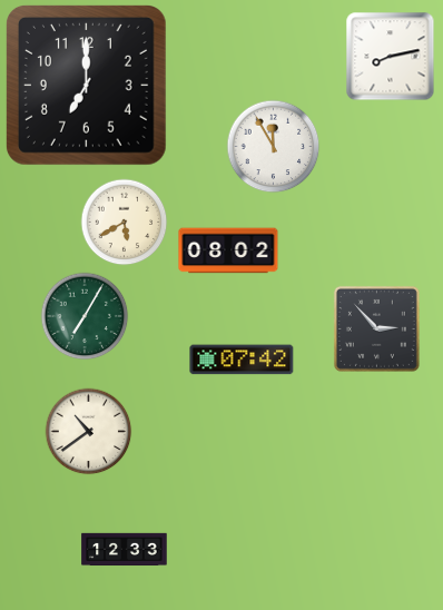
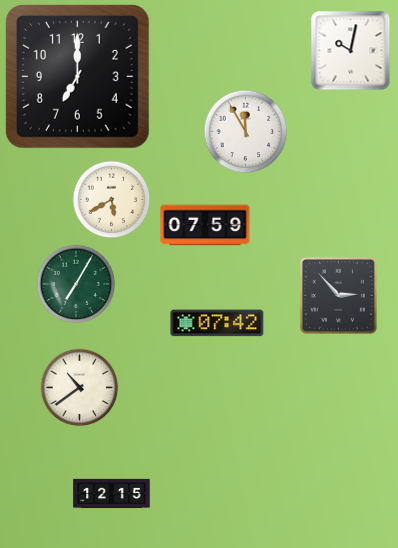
clock at (390, 56): 8:13 -> 10:02
clock at (228, 250): 08:02 -> 07:59
clock at (125, 550): 12:33 -> 12:15
